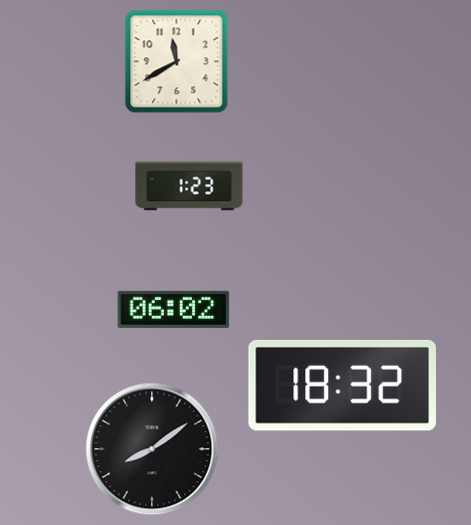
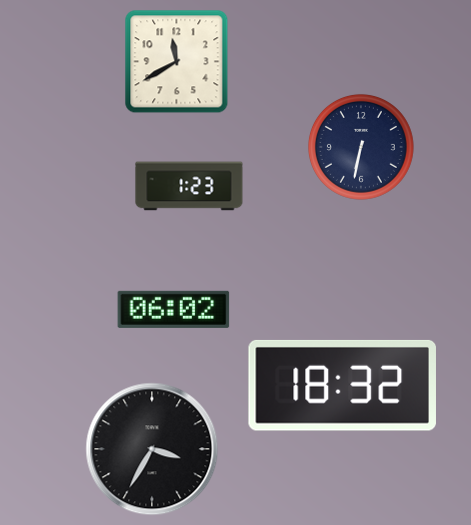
clock at (361, 147): none -> 6:32
clock at (152, 449): 8:09 -> 3:35
